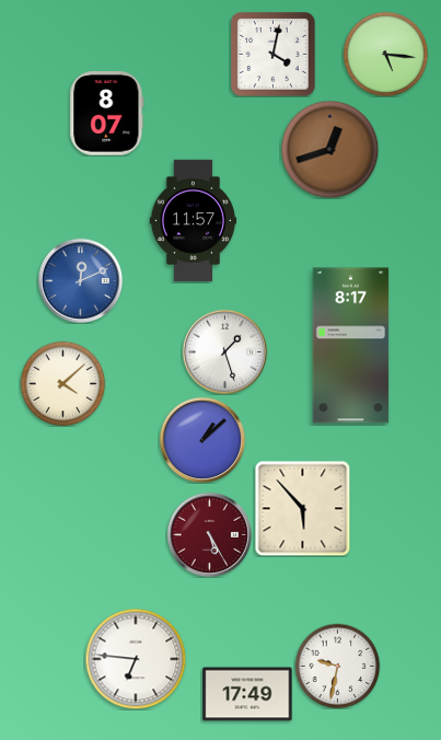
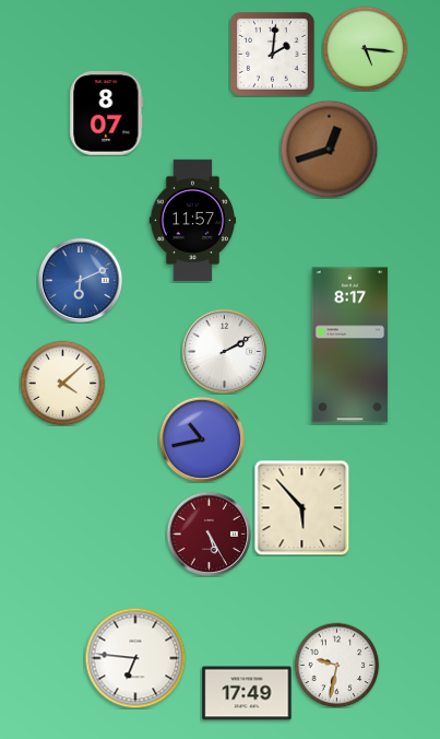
clock at (385, 54) position: (385, 54) -> (365, 48)
clock at (274, 55): 4:02 -> 2:01
clock at (80, 280): 12:11 -> 6:11
clock at (224, 351): 1:27 -> 2:10
clock at (202, 440): 1:08 -> 10:43
